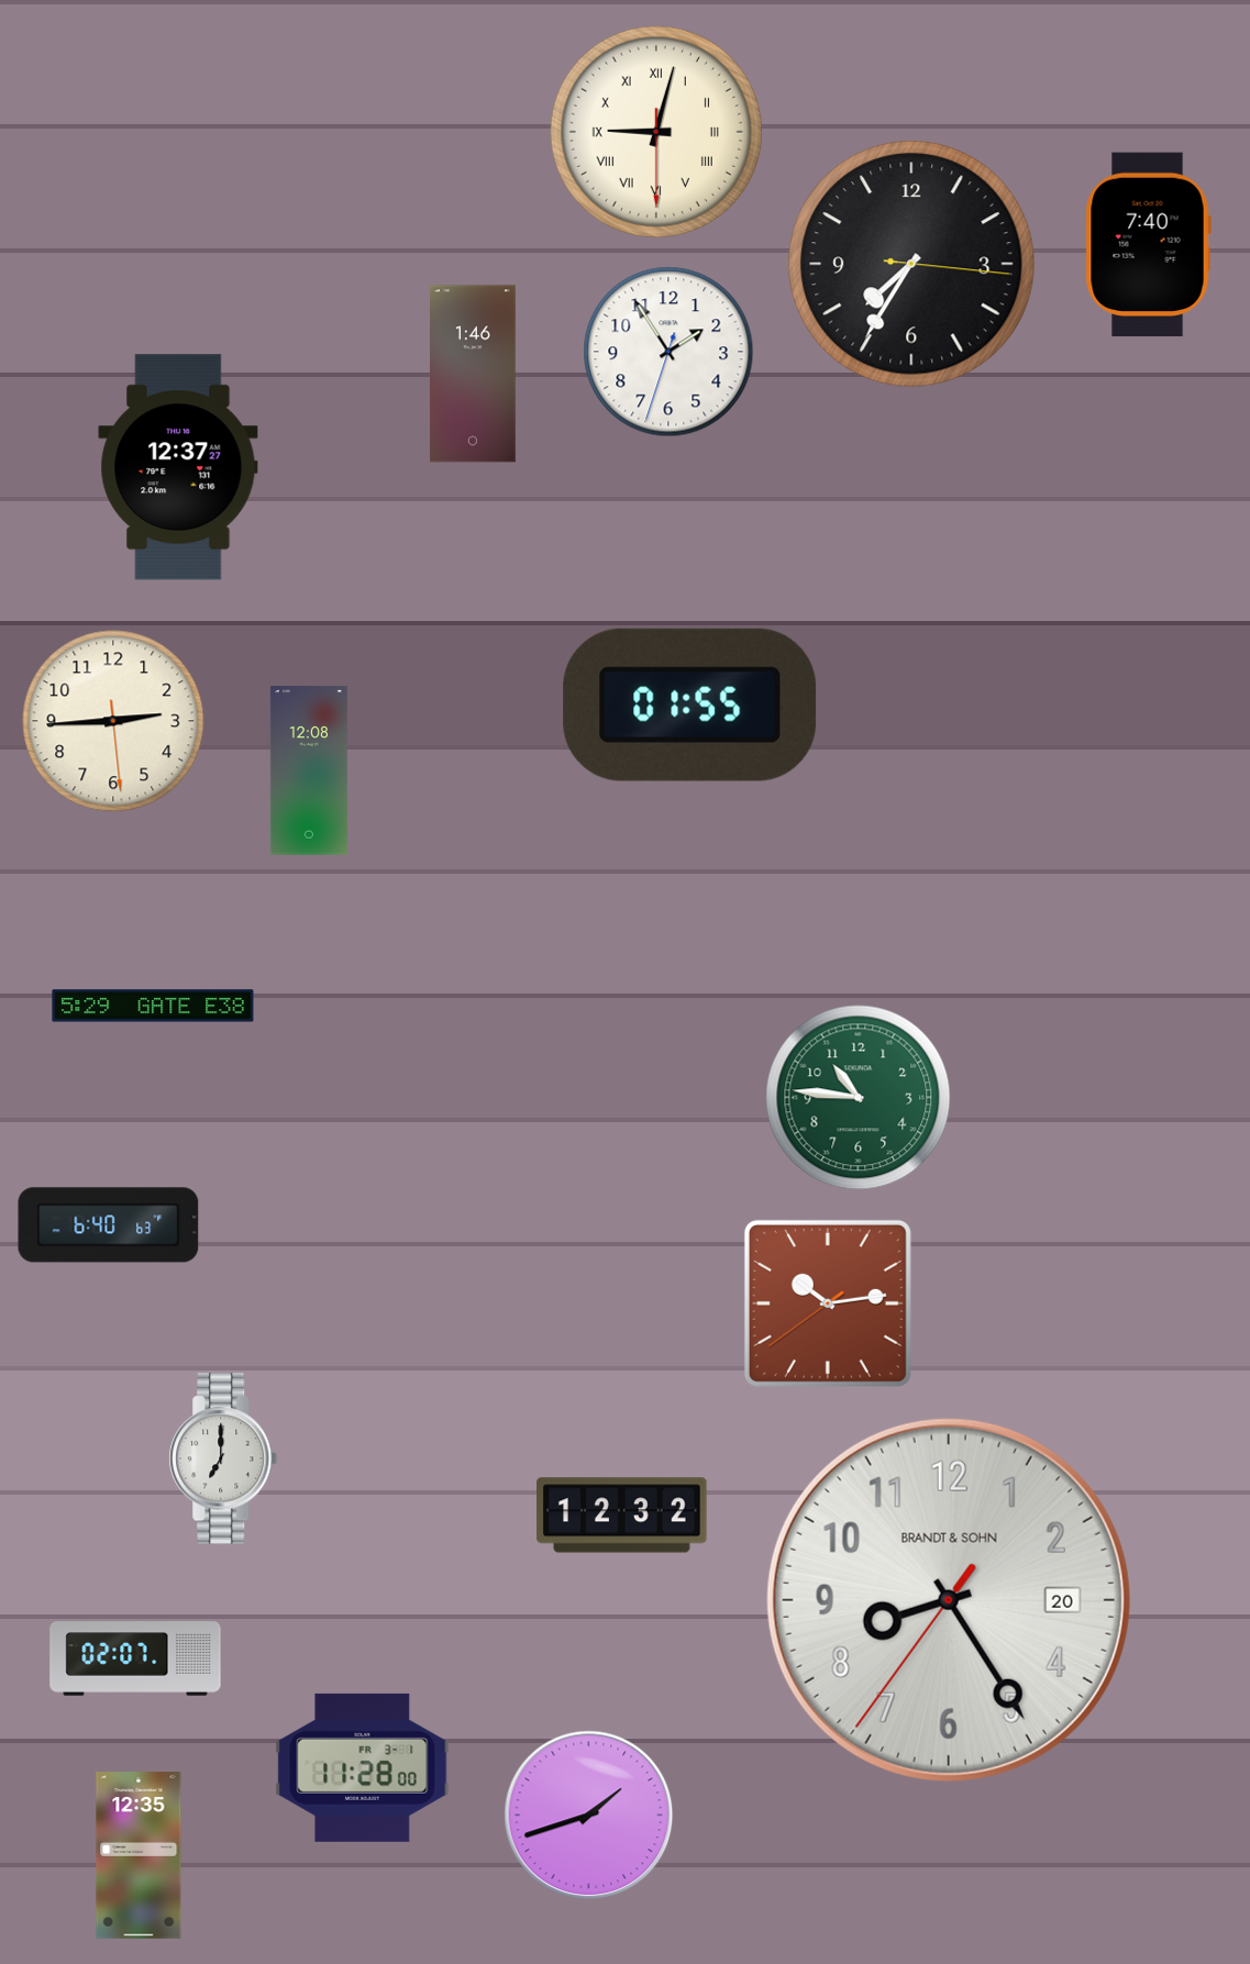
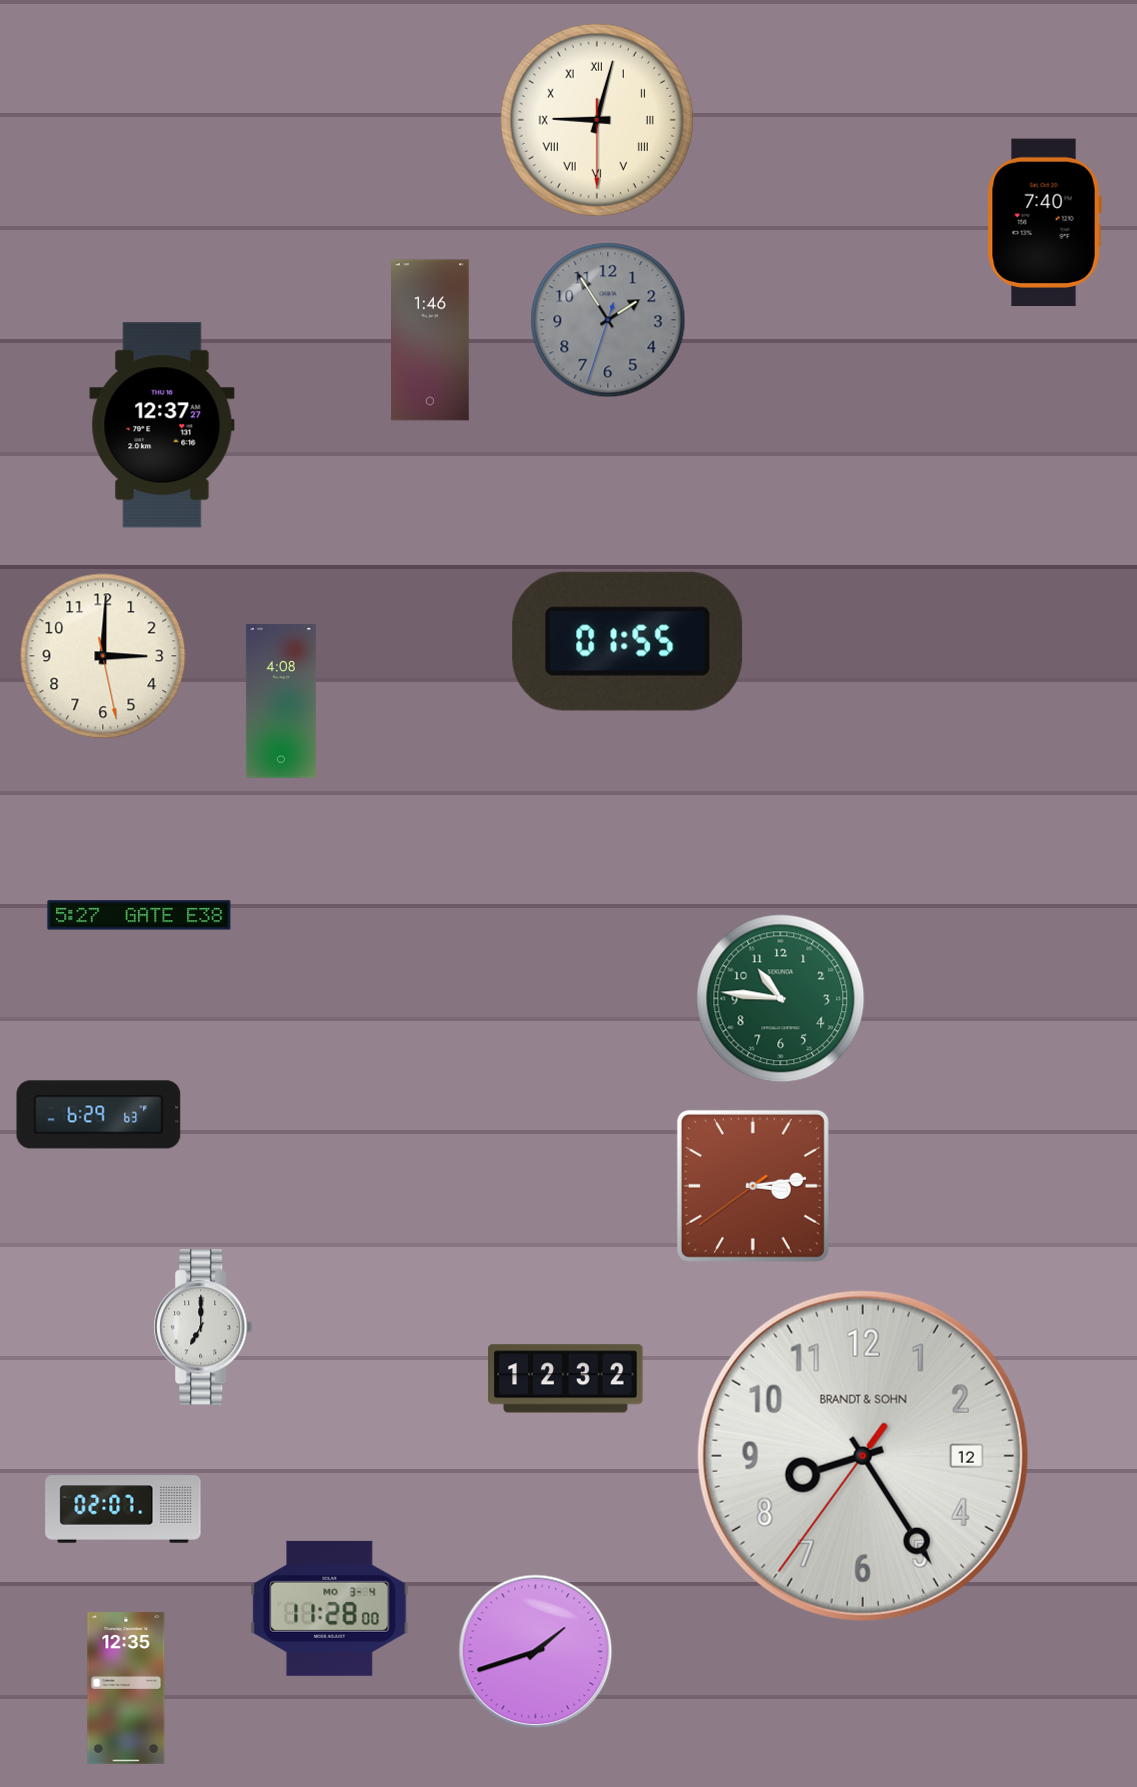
clock at (911, 264): 7:35 -> none
clock at (668, 352) dial: white -> grey
clock at (113, 721): 2:44 -> 3:00
clock at (309, 770): 12:08 -> 4:08
clock at (153, 1006): 5:29 -> 5:27
clock at (109, 1225): 6:40 -> 6:29
clock at (828, 1303): 10:13 -> 3:13
clock at (949, 1600) date: 20 -> 12
clock at (363, 1767) date: FR 3-1 -> MO 3-4
